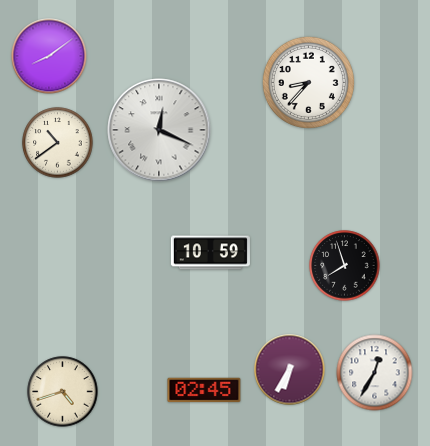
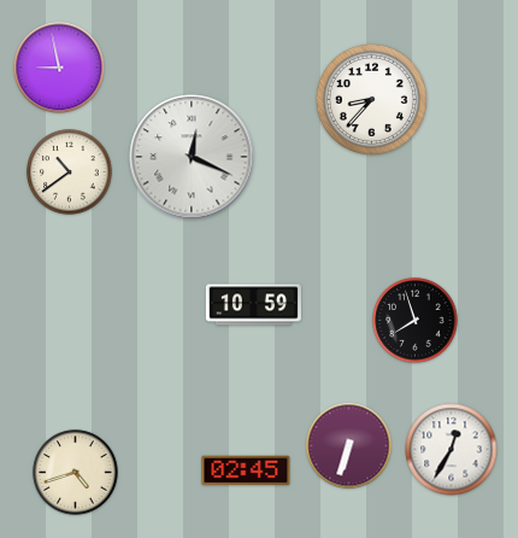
clock at (49, 56): 8:09 -> 8:58
clock at (290, 370): 6:35 -> 6:33
